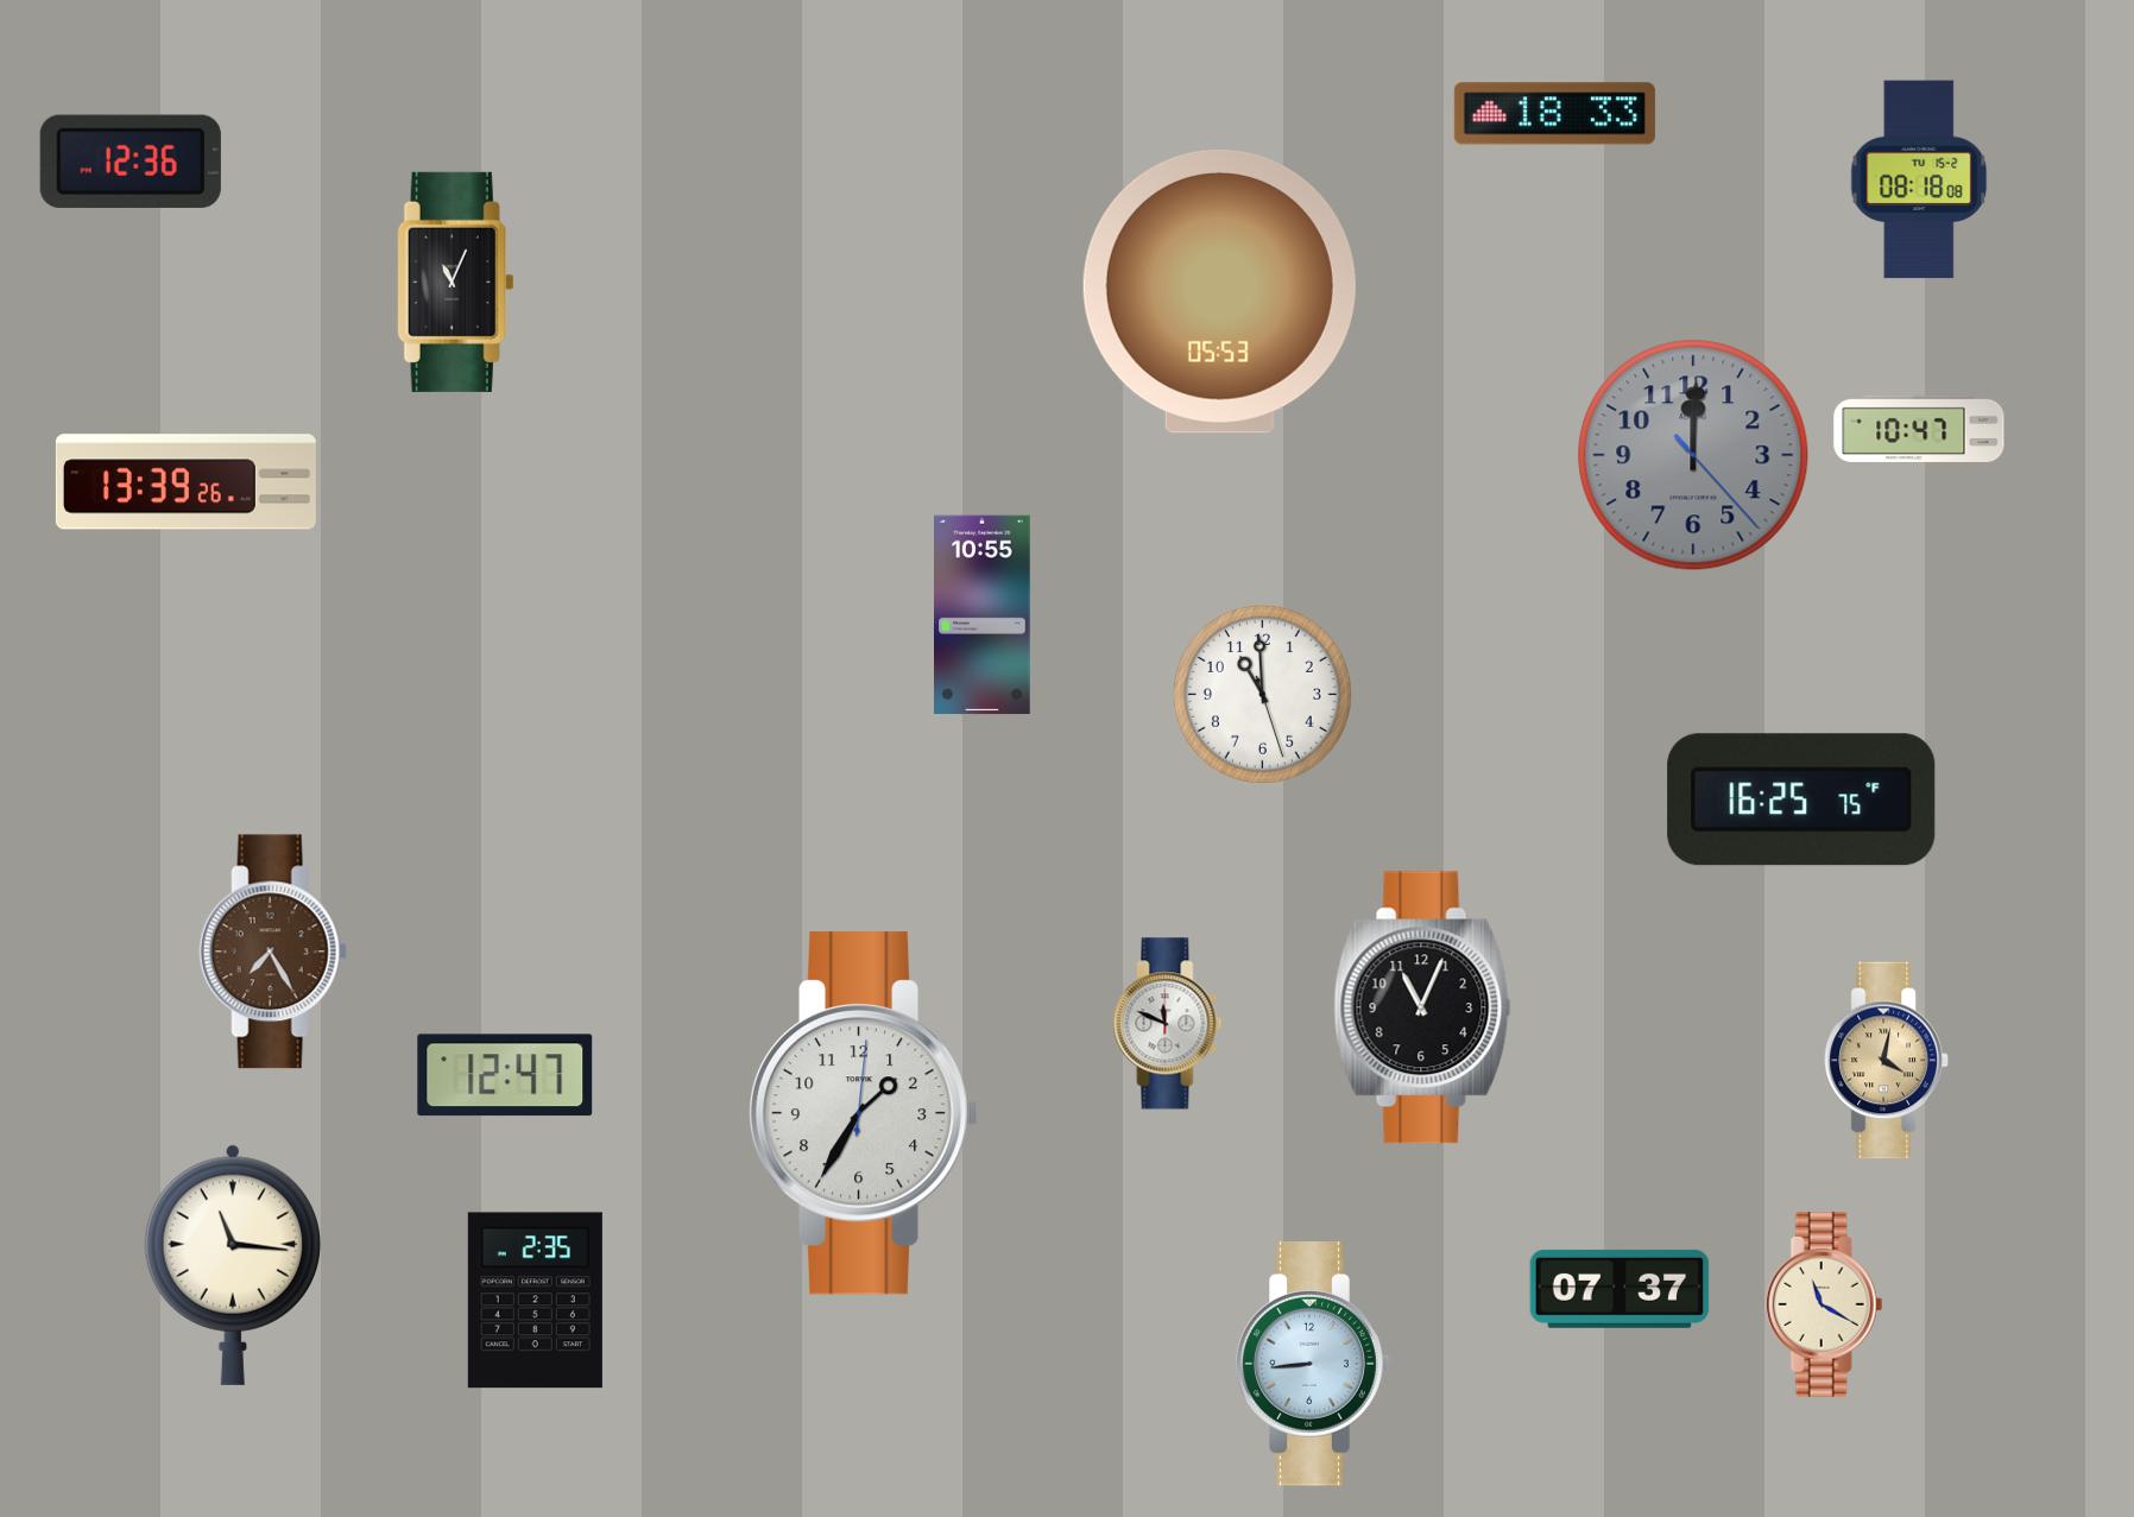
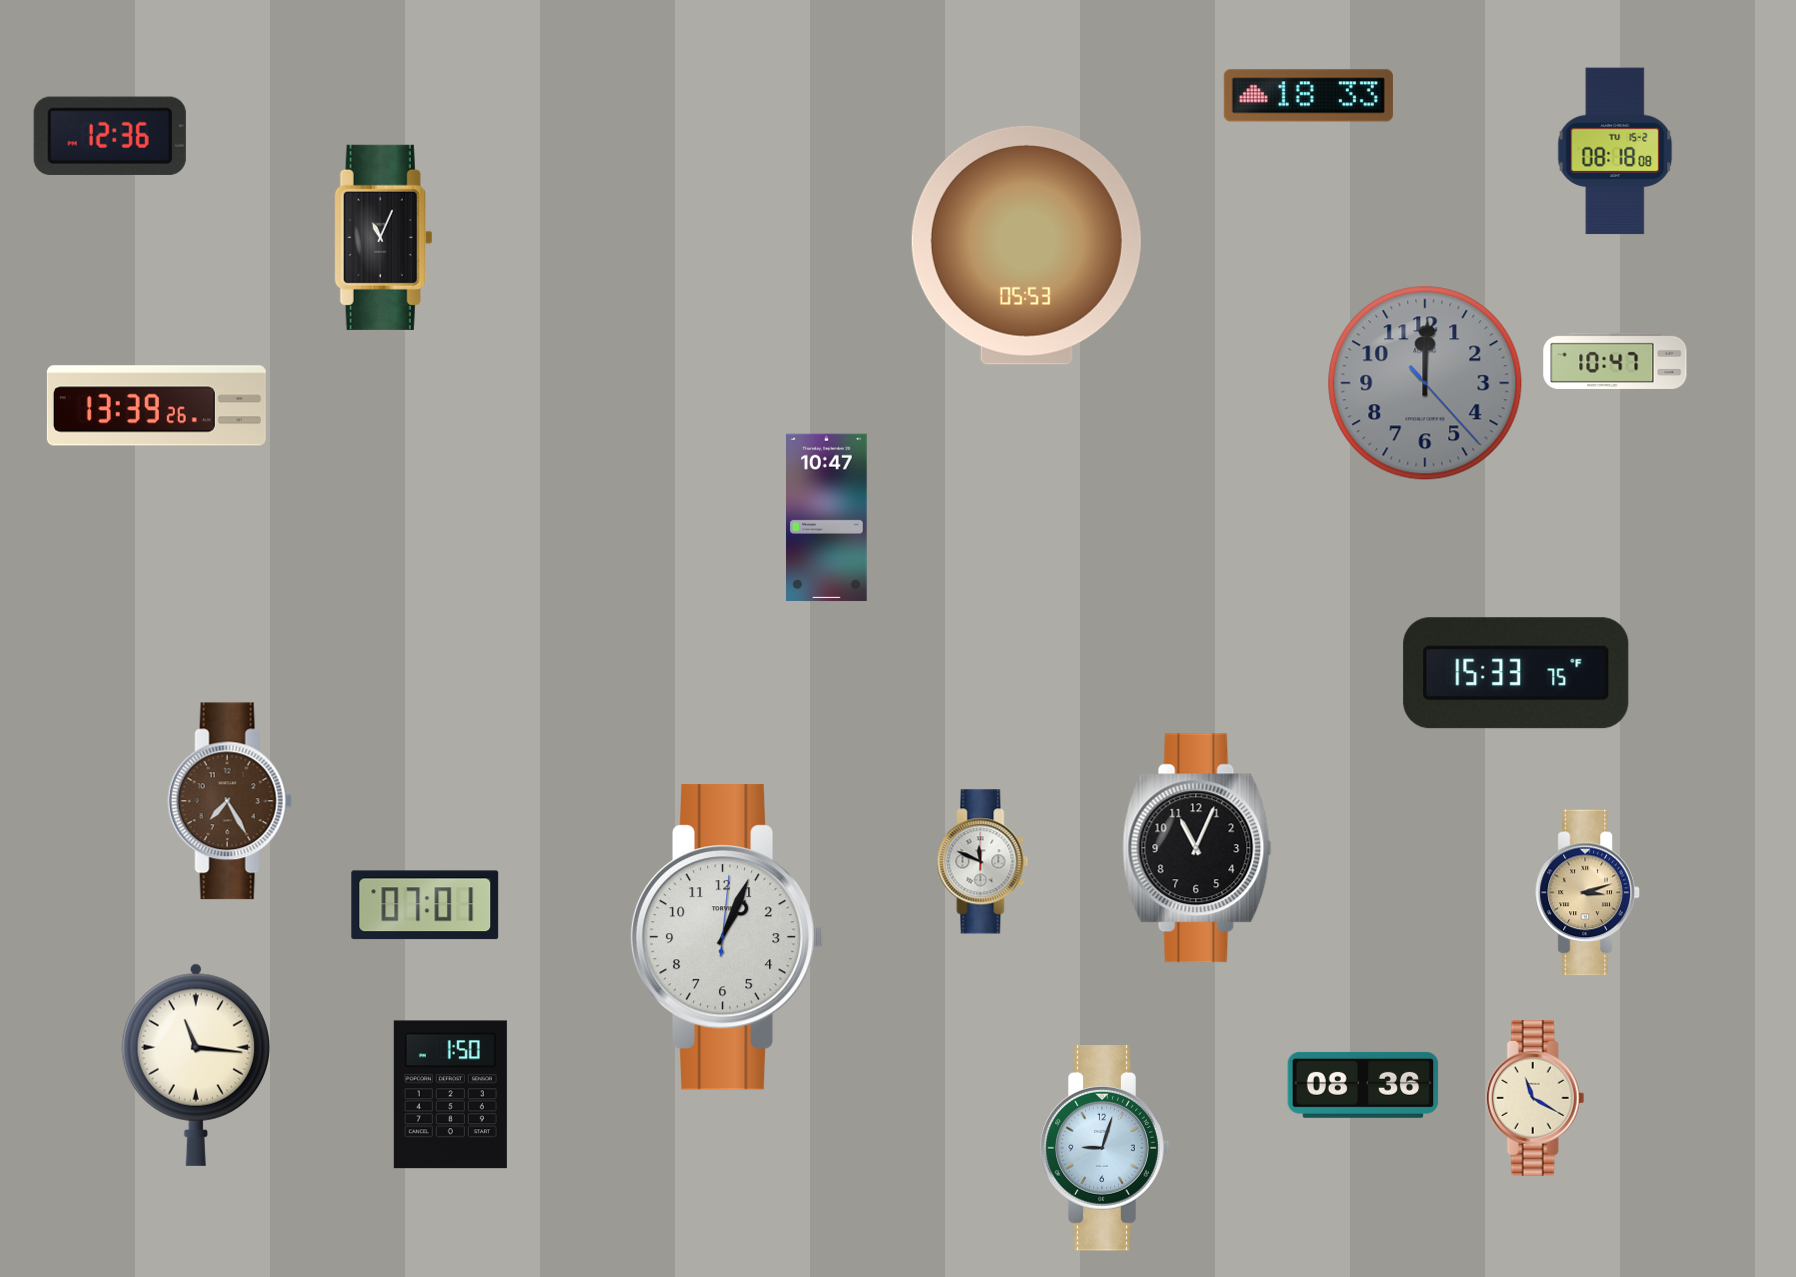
clock at (983, 615): 10:55 -> 10:47
clock at (1262, 694): 10:59 -> none
clock at (1801, 799): 16:25 -> 15:33
clock at (1887, 1061): 4:02 -> 3:12
clock at (505, 1075): 12:47 -> 07:01
clock at (864, 1113): 1:35 -> 1:04
clock at (1620, 1289): 07:37 -> 08:36
clock at (535, 1301): 2:35 -> 1:50
clock at (1313, 1365): 8:44 -> 9:03
